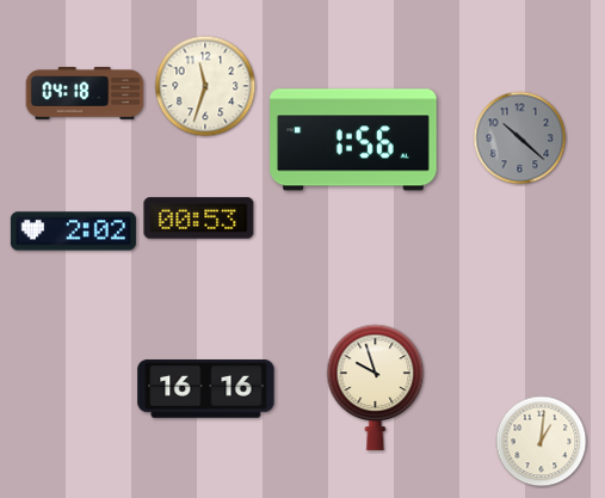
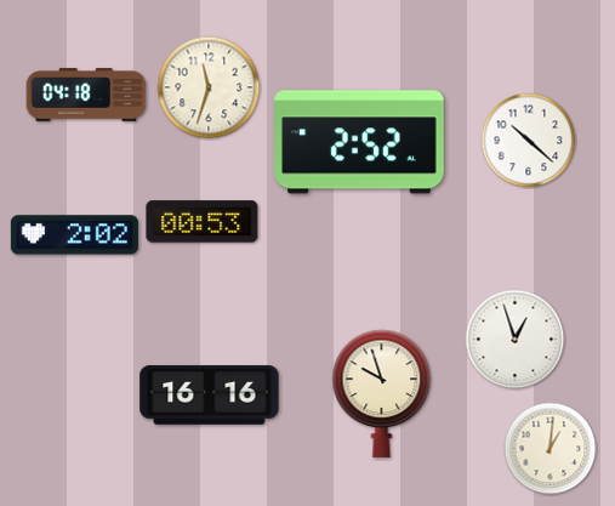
clock at (520, 139) dial: grey -> white
clock at (353, 140): 1:56 -> 2:52
clock at (516, 340): none -> 12:57
